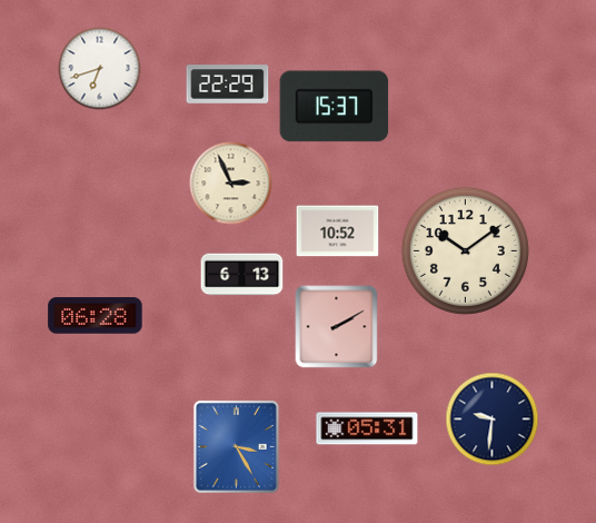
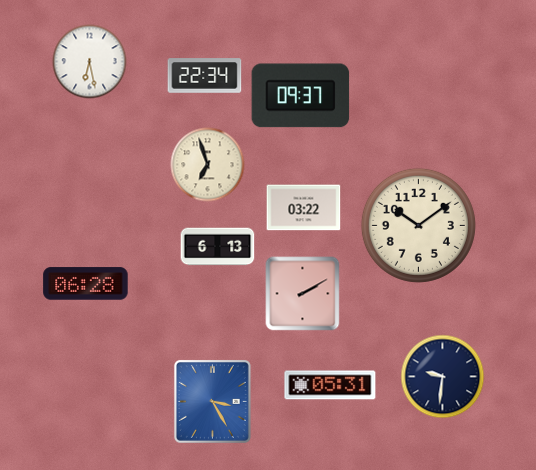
clock at (100, 69): 6:42 -> 6:28
clock at (228, 85): 22:29 -> 22:34
clock at (335, 107): 15:37 -> 09:37
clock at (231, 184): 2:56 -> 6:57
clock at (338, 231): 10:52 -> 03:22
